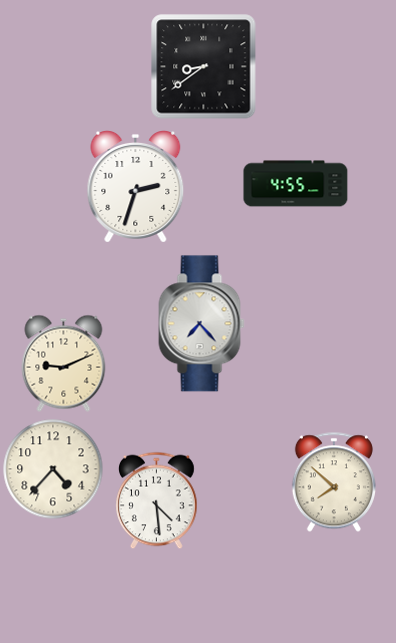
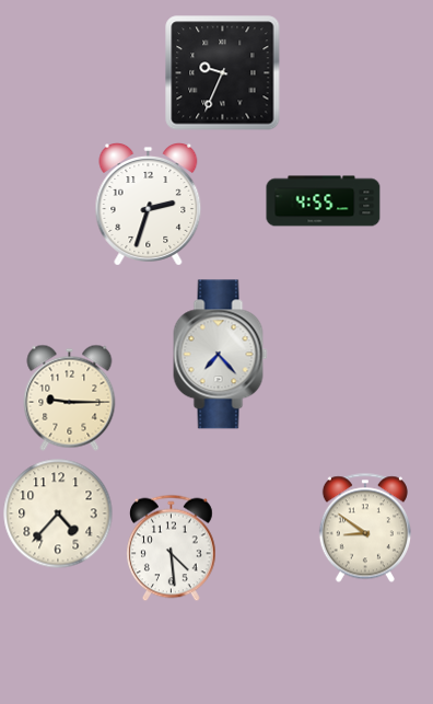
clock at (204, 67): 8:39 -> 9:34
clock at (64, 363): 9:11 -> 9:15
clock at (334, 482): 7:52 -> 8:51
